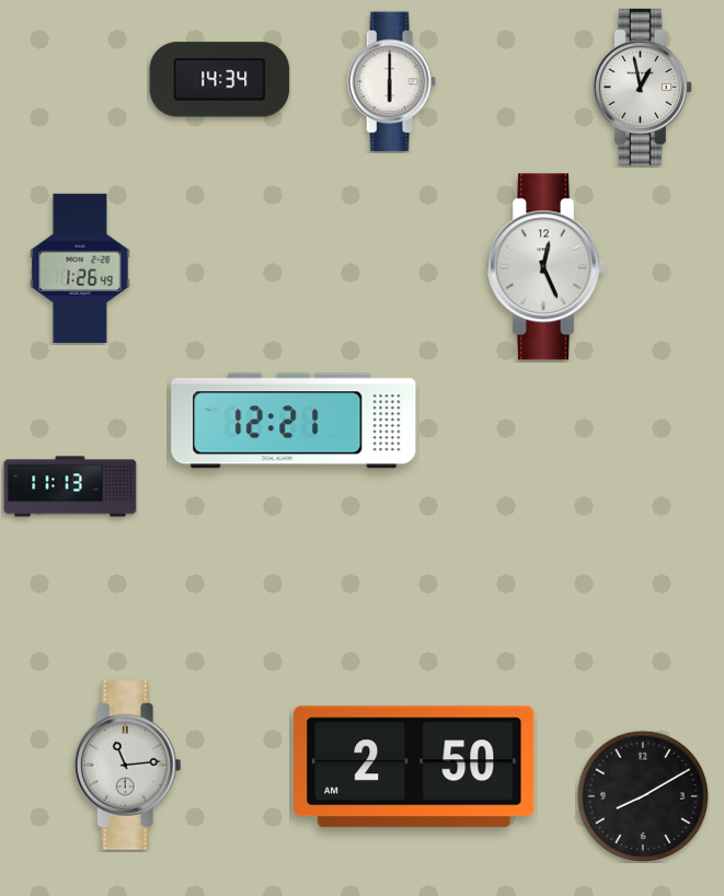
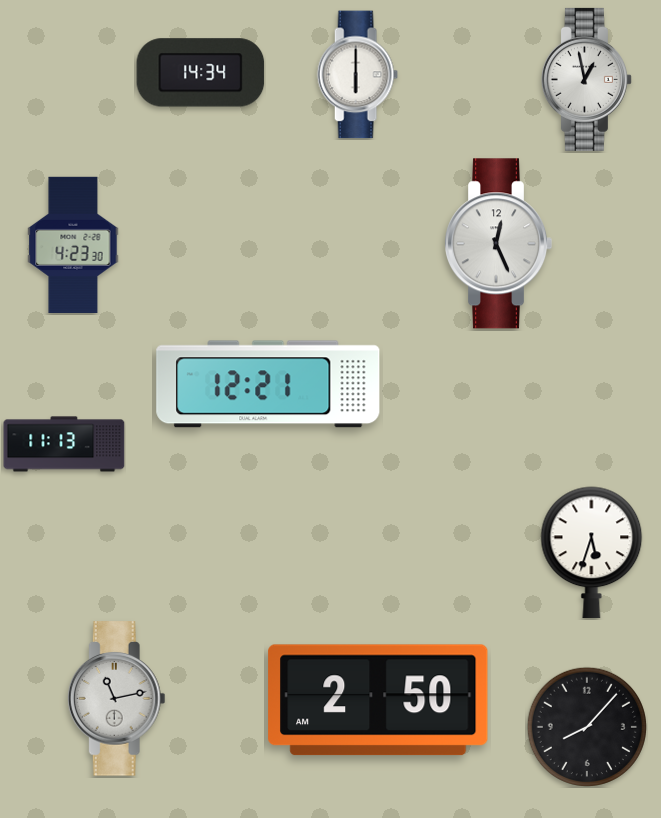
clock at (80, 267): 1:26 -> 4:23
clock at (592, 553): none -> 5:33
clock at (127, 766): 11:14 -> 11:13
clock at (643, 796): 8:10 -> 8:07
